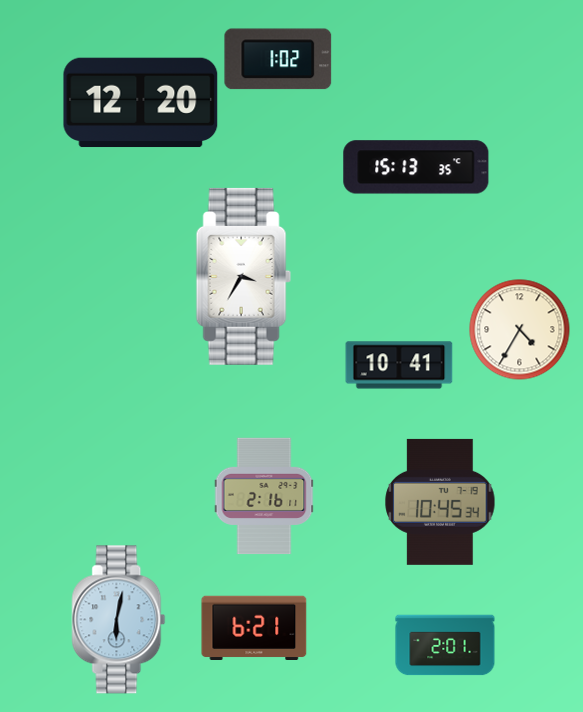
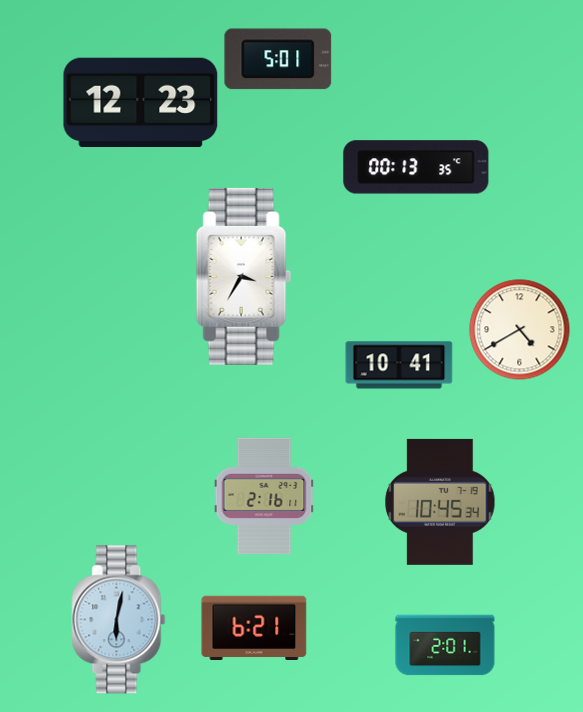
clock at (278, 59): 1:02 -> 5:01
clock at (141, 103): 12:20 -> 12:23
clock at (416, 167): 15:13 -> 00:13
clock at (520, 330): 4:35 -> 4:40
